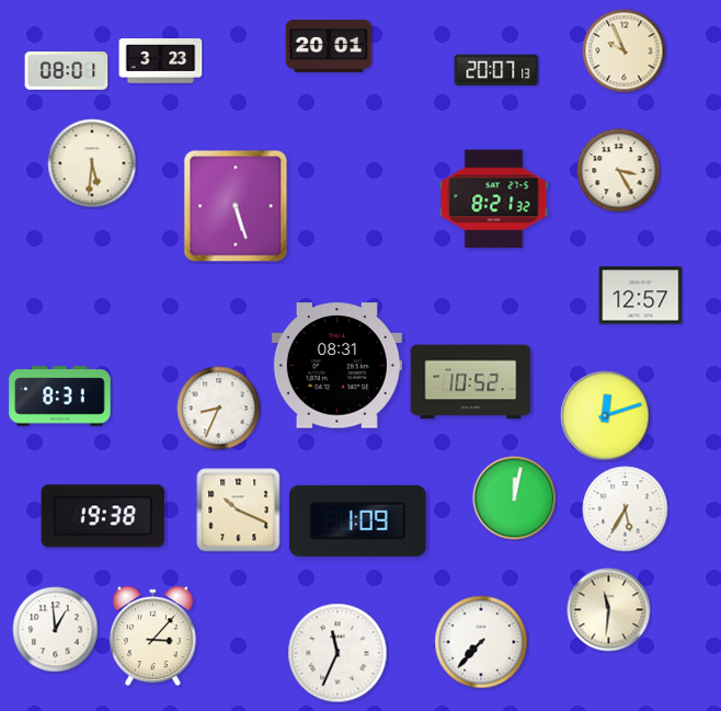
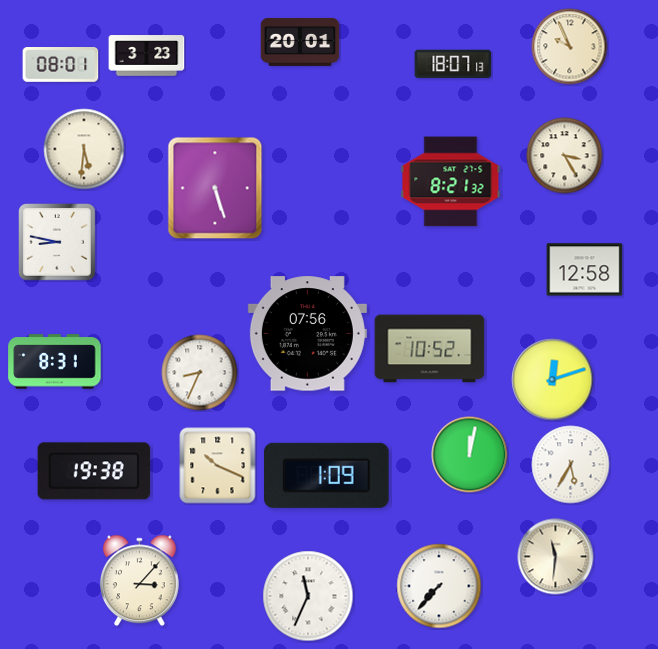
clock at (496, 70): 20:07 -> 18:07
clock at (57, 242): none -> 8:47
clock at (641, 296): 12:57 -> 12:58
clock at (336, 366): 08:31 -> 07:56
clock at (56, 630): 12:59 -> none
